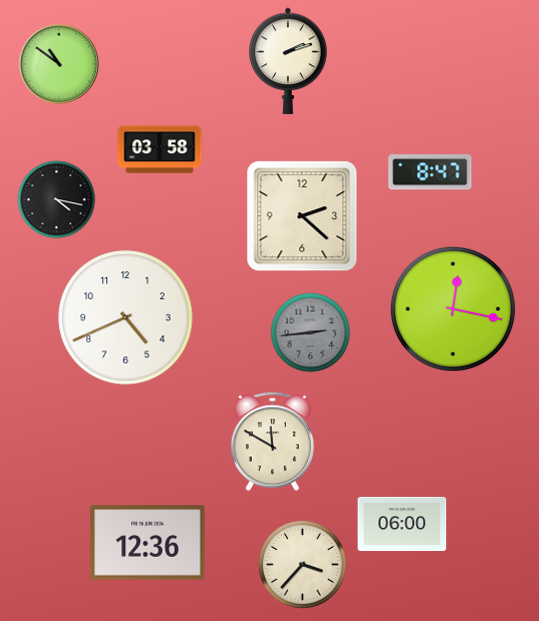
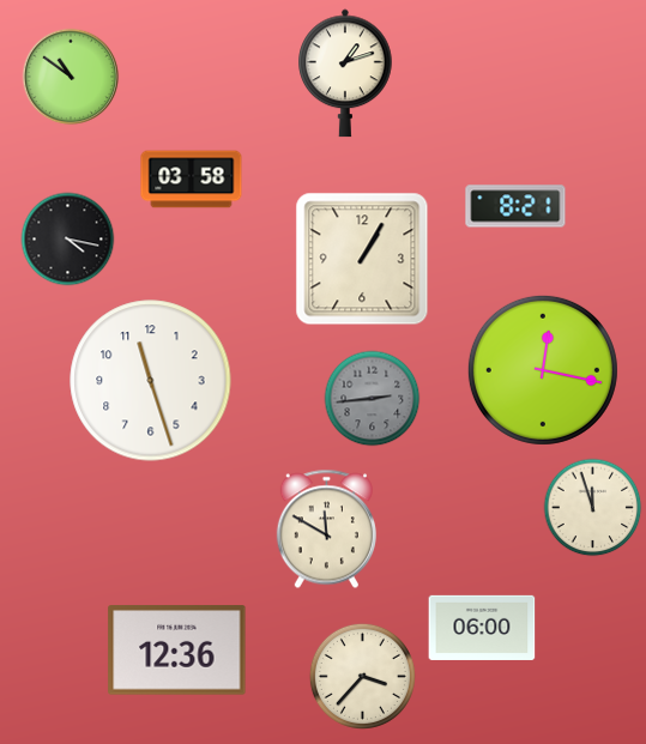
clock at (288, 61): 2:12 -> 1:12
clock at (430, 172): 8:47 -> 8:21
clock at (302, 216): 2:22 -> 1:05
clock at (126, 318): 4:41 -> 11:27
clock at (593, 508): none -> 11:57
